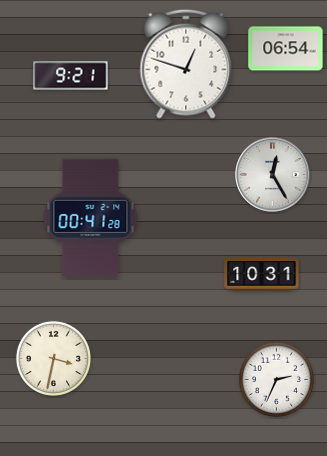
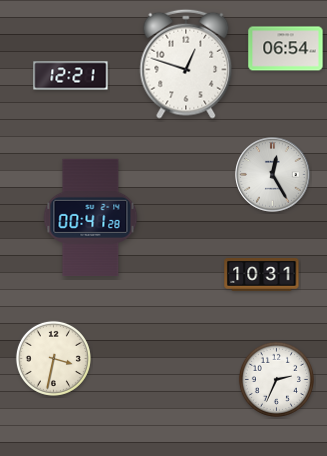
clock at (71, 76): 9:21 -> 12:21
